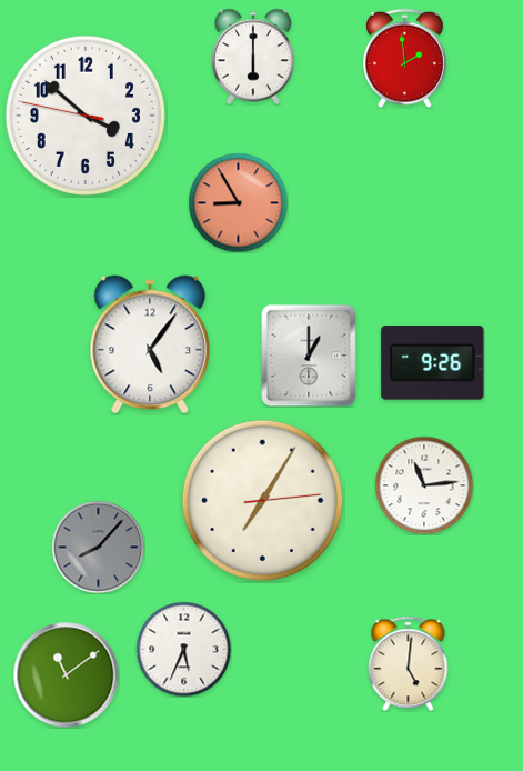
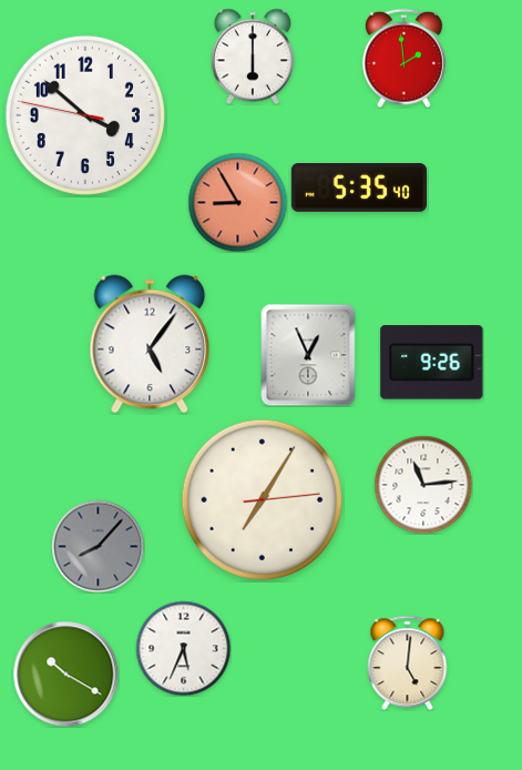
clock at (359, 189): none -> 5:35
clock at (309, 356): 1:00 -> 12:56
clock at (66, 674): 11:09 -> 10:20
